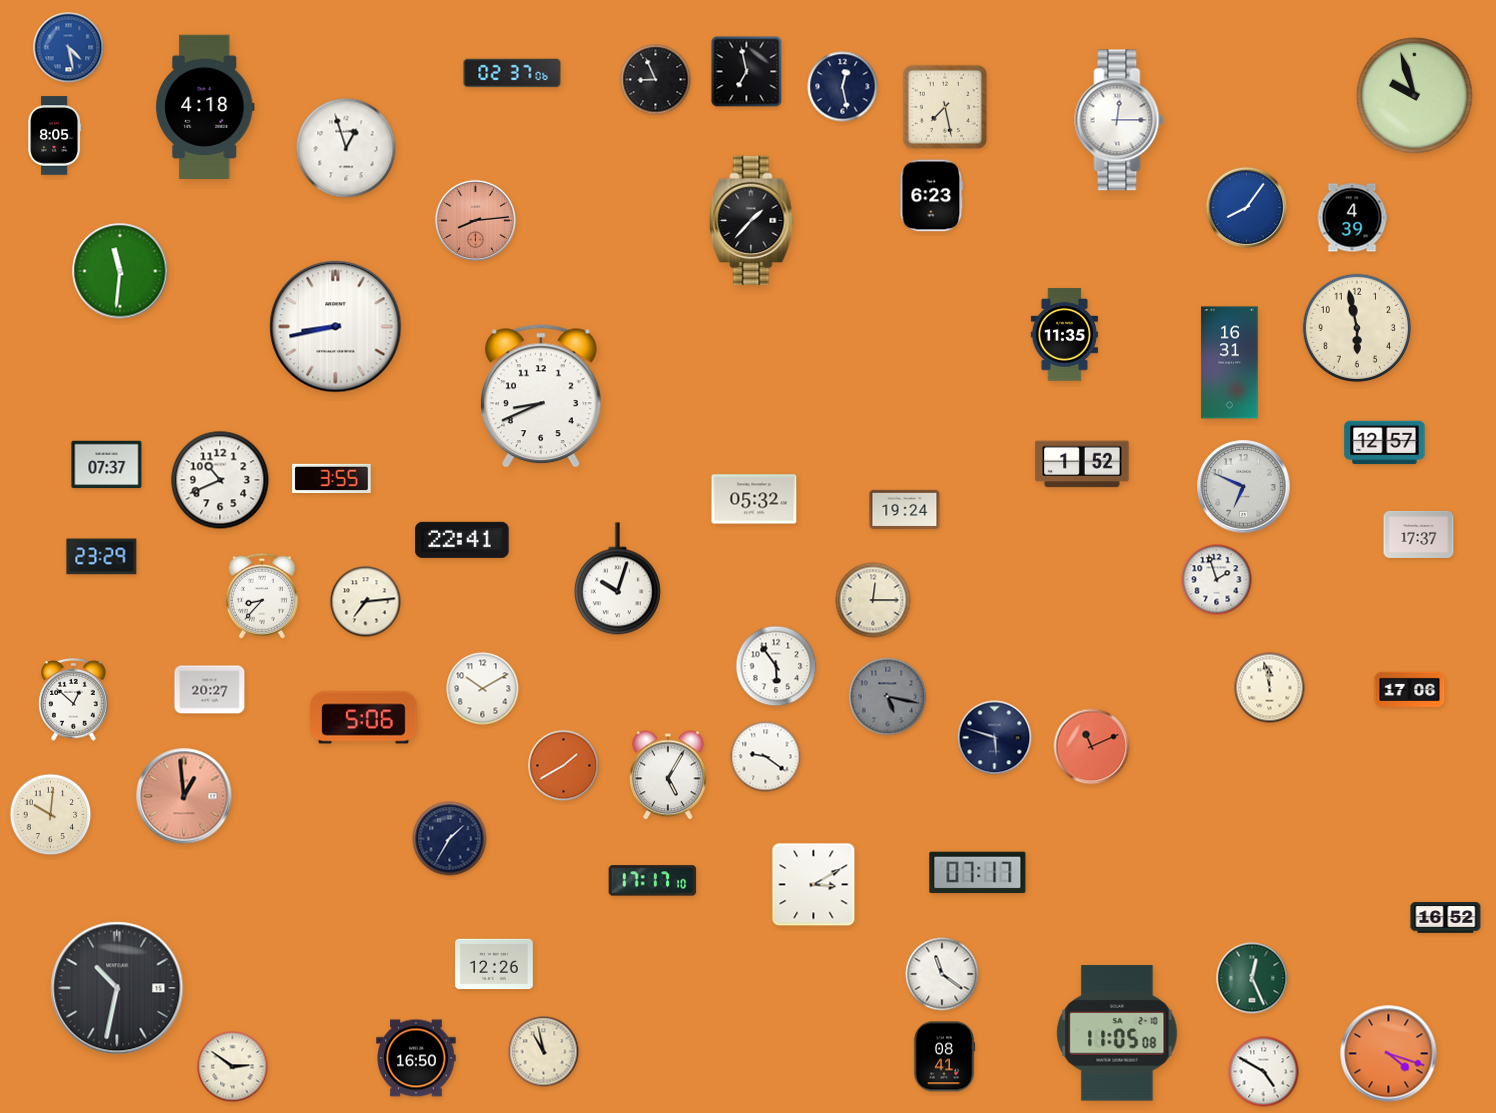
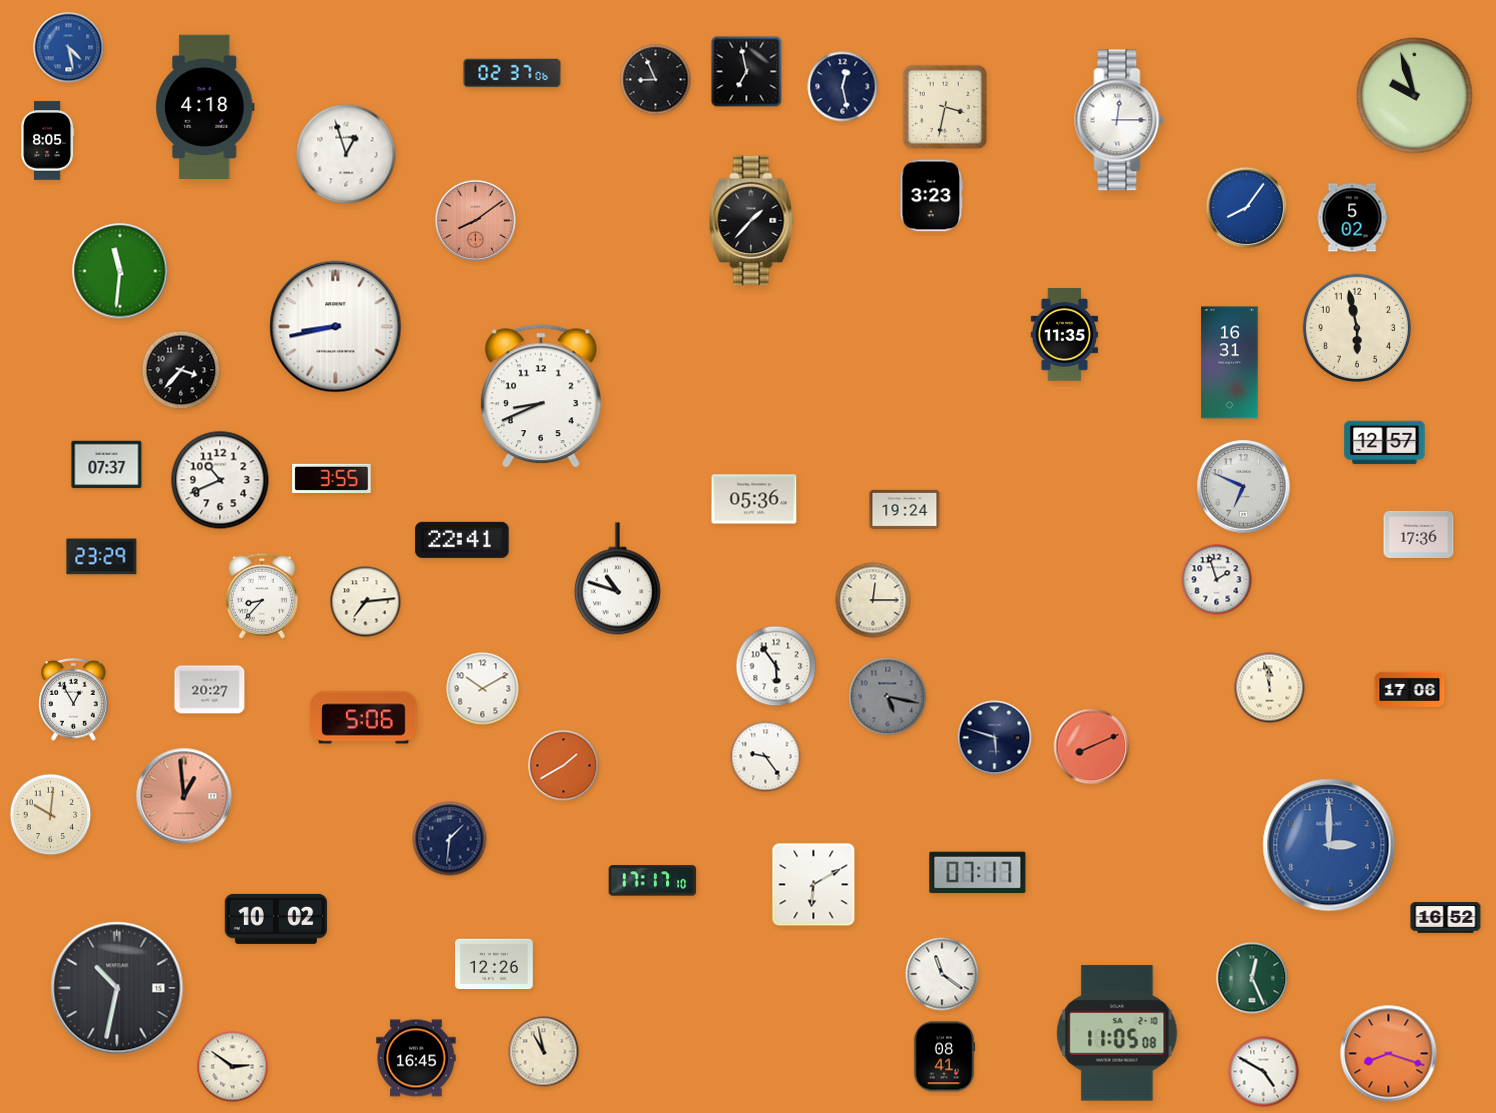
clock at (945, 107): 7:28 -> 3:32
clock at (55, 136) position: (55, 136) -> (48, 141)
clock at (346, 148) position: (346, 148) -> (346, 154)
clock at (932, 196): 6:23 -> 3:23
clock at (1352, 218): 4:39 -> 5:02
clock at (476, 221): 8:14 -> 8:09
clock at (181, 370): none -> 3:37
clock at (1082, 464): 1:52 -> none
clock at (754, 499): 05:32 -> 05:36
clock at (1419, 534): 17:37 -> 17:36
clock at (617, 579): 10:03 -> 10:48
clock at (74, 699): 12:52 -> 12:55
clock at (1092, 747): 11:11 -> 8:11
clock at (766, 757): 9:21 -> 9:24
clock at (669, 775): 5:05 -> none
clock at (450, 839): 1:35 -> 1:31
clock at (1329, 845): none -> 3:00
clock at (814, 885): 3:10 -> 6:10
clock at (276, 919): none -> 10:02
clock at (1389, 1054): 4:18 -> 8:18
clock at (416, 1058): 16:50 -> 16:45
